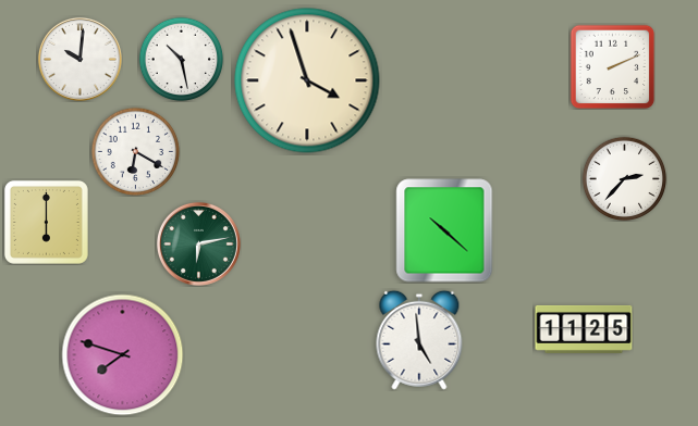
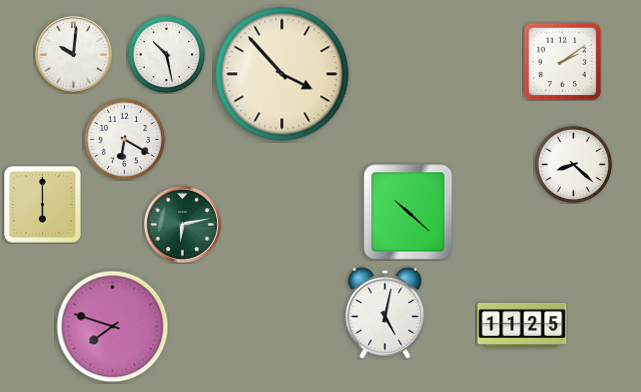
clock at (612, 66): 2:11 -> 2:09
clock at (307, 80): 3:57 -> 3:53
clock at (624, 178): 2:37 -> 8:22
clock at (584, 329) position: (584, 329) -> (522, 325)
clock at (419, 340): 4:59 -> 5:02
